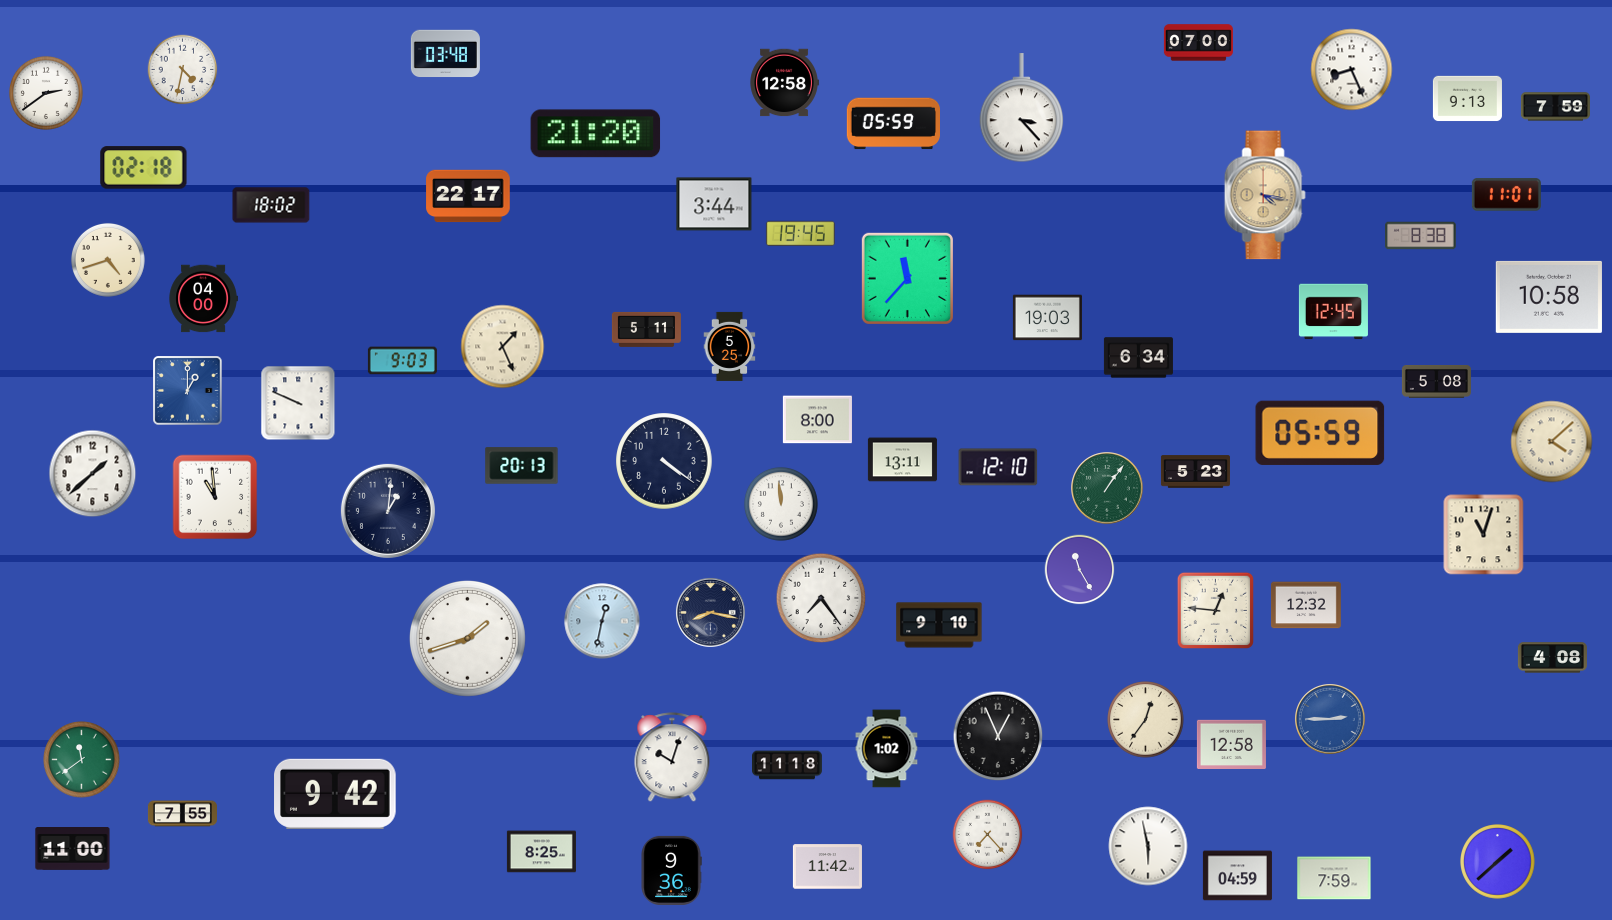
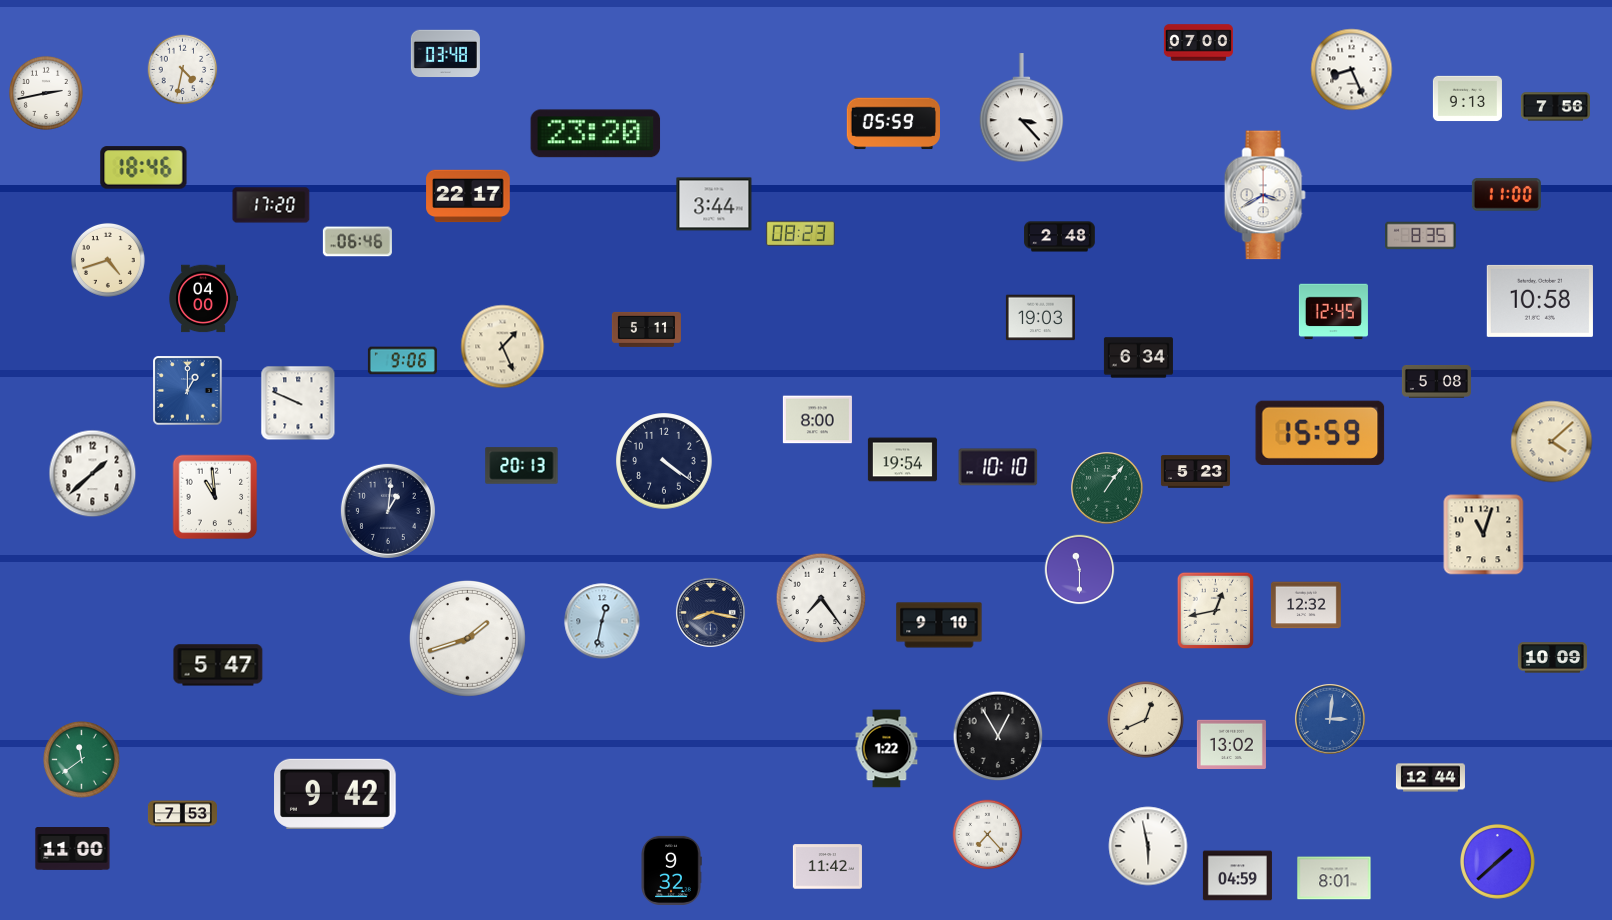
clock at (784, 83): 12:58 -> none
clock at (46, 93): 2:39 -> 2:43
clock at (1555, 107): 7:59 -> 7:56
clock at (596, 134): 21:20 -> 23:20
clock at (144, 168): 02:18 -> 18:46
clock at (1265, 195): 4:17 -> 3:40
clock at (1265, 195) dial: champagne -> white
clock at (1506, 195): 11:01 -> 11:00
clock at (271, 205): 18:02 -> 17:20
clock at (800, 234): 19:45 -> 08:23
clock at (1421, 236): 8:38 -> 8:35
clock at (1060, 237): none -> 2:48
clock at (357, 242): none -> 06:46
clock at (907, 278): 11:37 -> none
clock at (1549, 297) position: (1549, 297) -> (1540, 301)
clock at (1047, 318) position: (1047, 318) -> (1040, 318)
clock at (730, 346): 5:25 -> none
clock at (402, 361): 9:03 -> 9:06
clock at (1320, 433): 05:59 -> 15:59
clock at (902, 460): 13:11 -> 19:54
clock at (998, 467): 12:10 -> 10:10
clock at (781, 504): 11:59 -> none
clock at (1080, 570): 11:25 -> 11:30
clock at (1215, 610): 12:46 -> 12:43
clock at (1552, 658): 4:08 -> 10:09
clock at (218, 665): none -> 5:47
clock at (1146, 720): 12:36 -> 12:41
clock at (1331, 720): 2:45 -> 3:01
clock at (998, 736): 12:56 -> 12:55
clock at (1231, 745): 12:58 -> 13:02
clock at (887, 749): 1:02 -> 1:22
clock at (672, 758): 10:03 -> none
clock at (788, 765): 11:18 -> none
clock at (1430, 778): none -> 12:44
clock at (182, 814): 7:55 -> 7:53
clock at (541, 852): 8:25 -> none
clock at (671, 870): 9:36 -> 9:32
clock at (1334, 878): 7:59 -> 8:01
